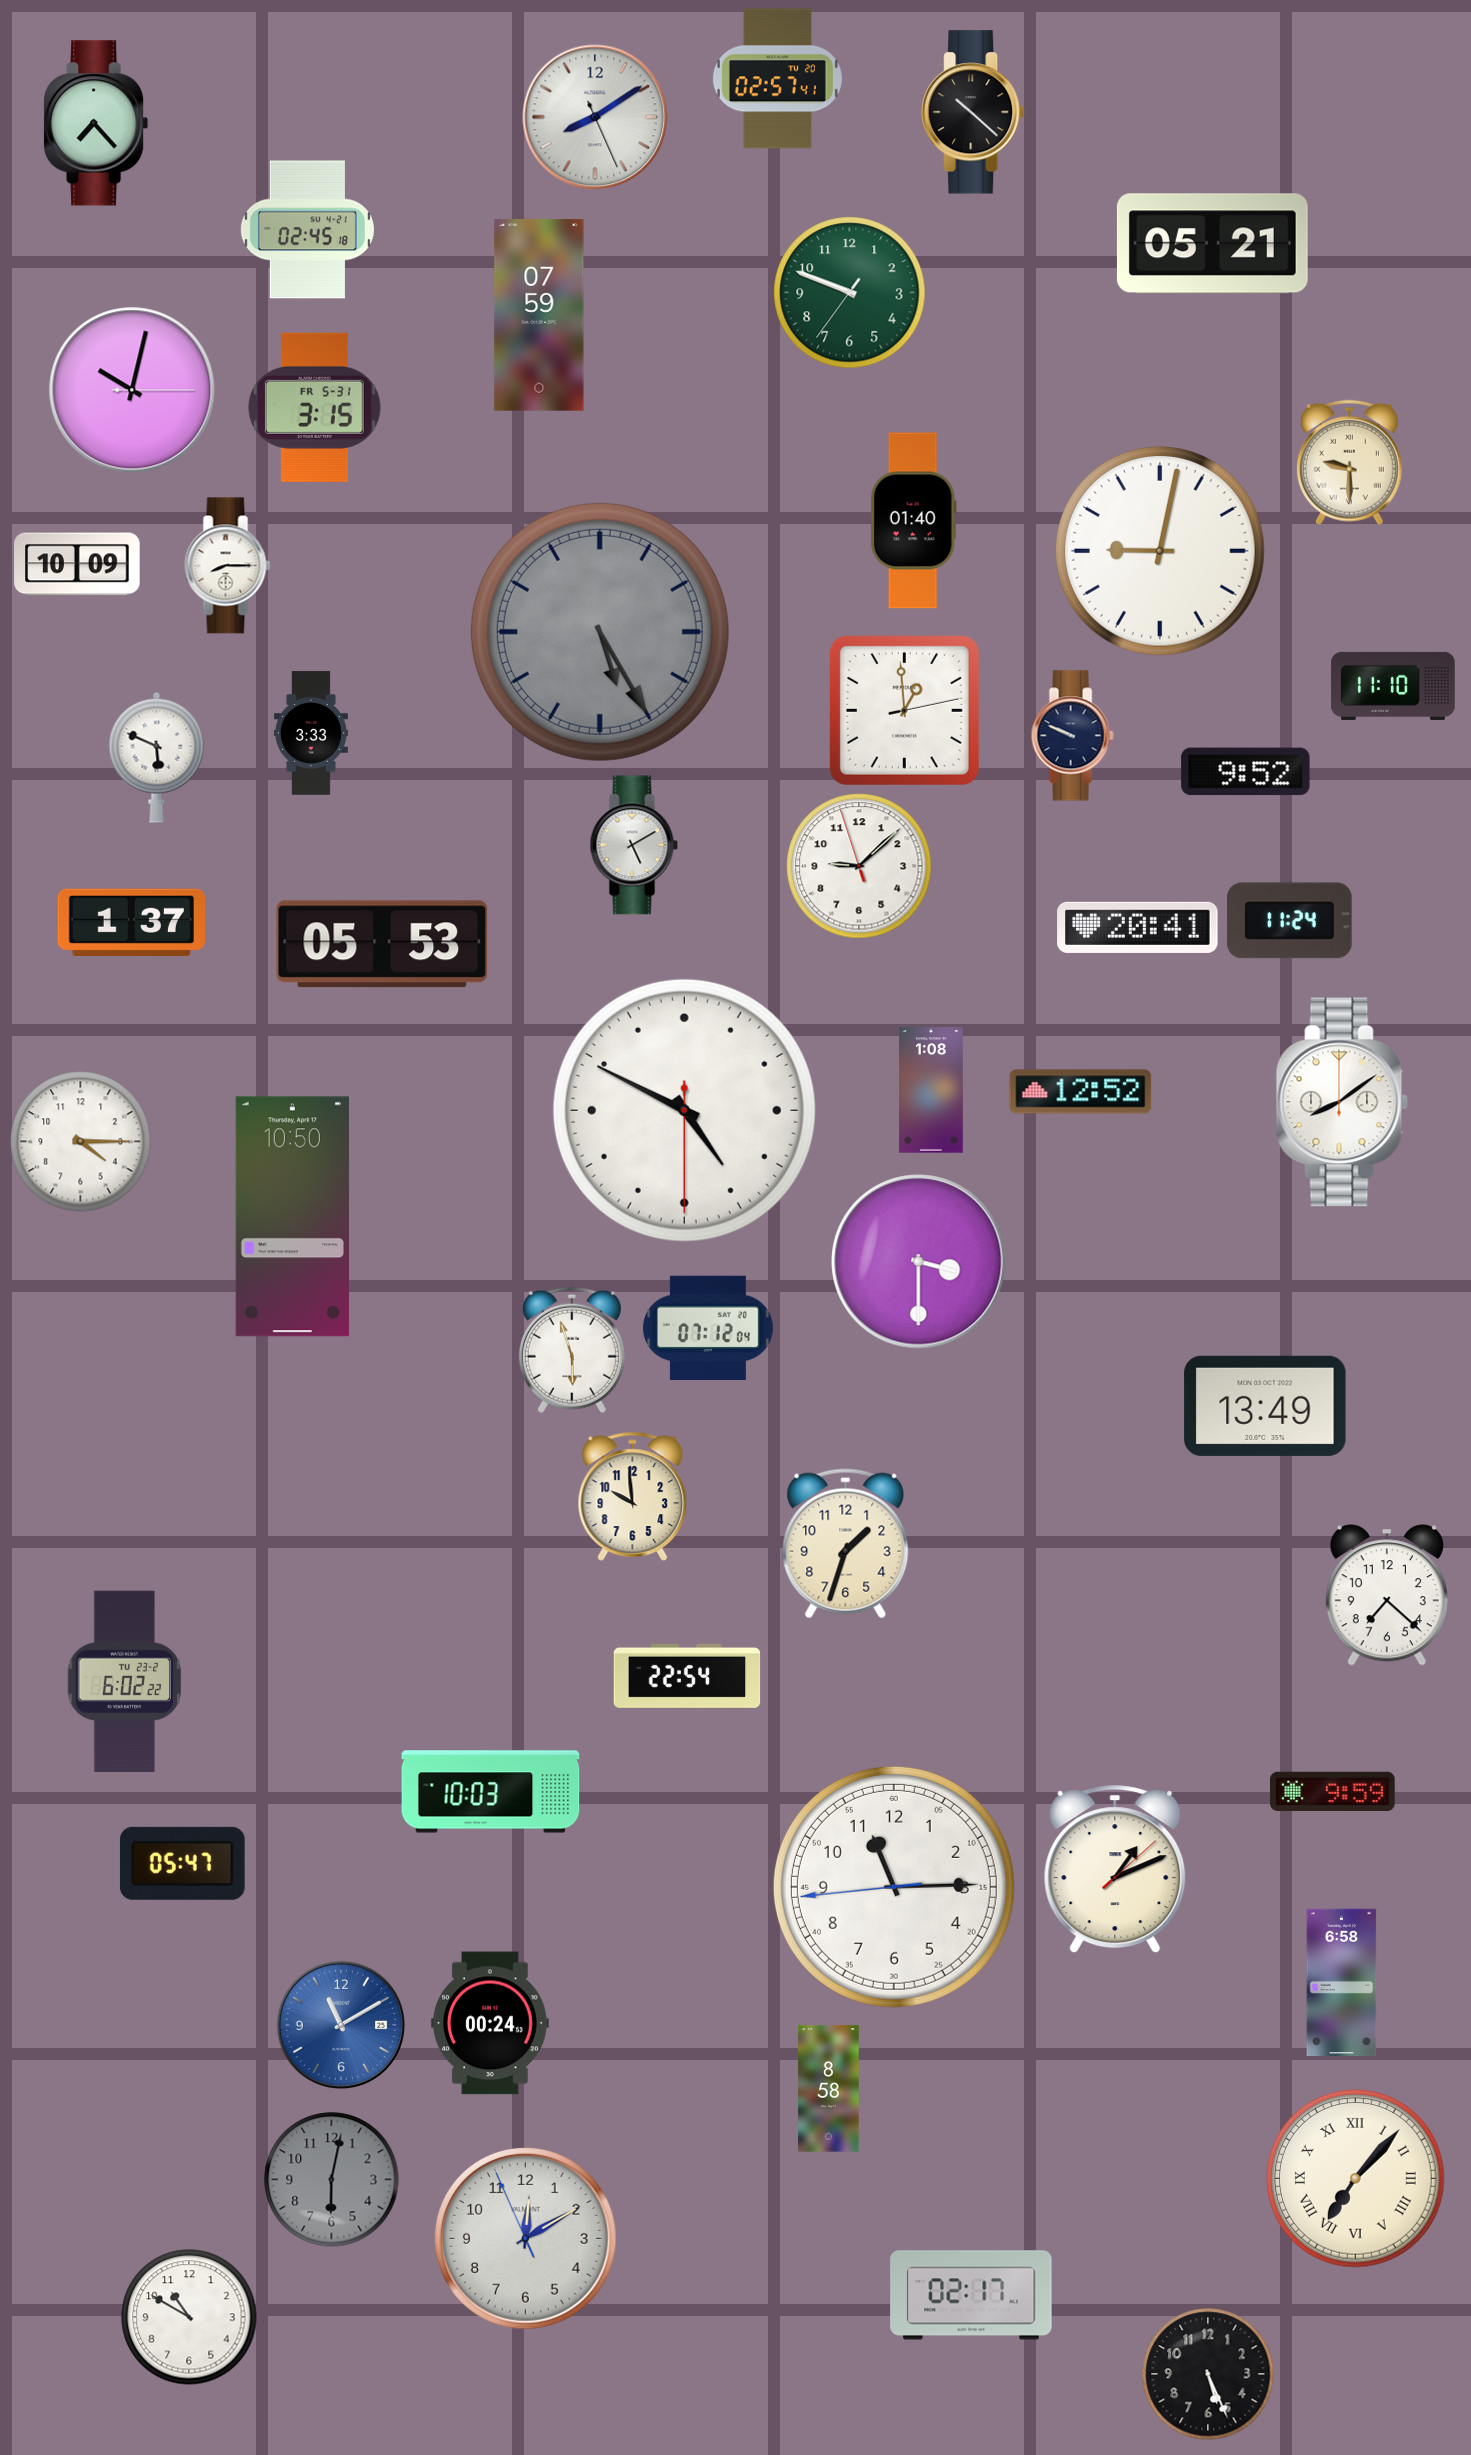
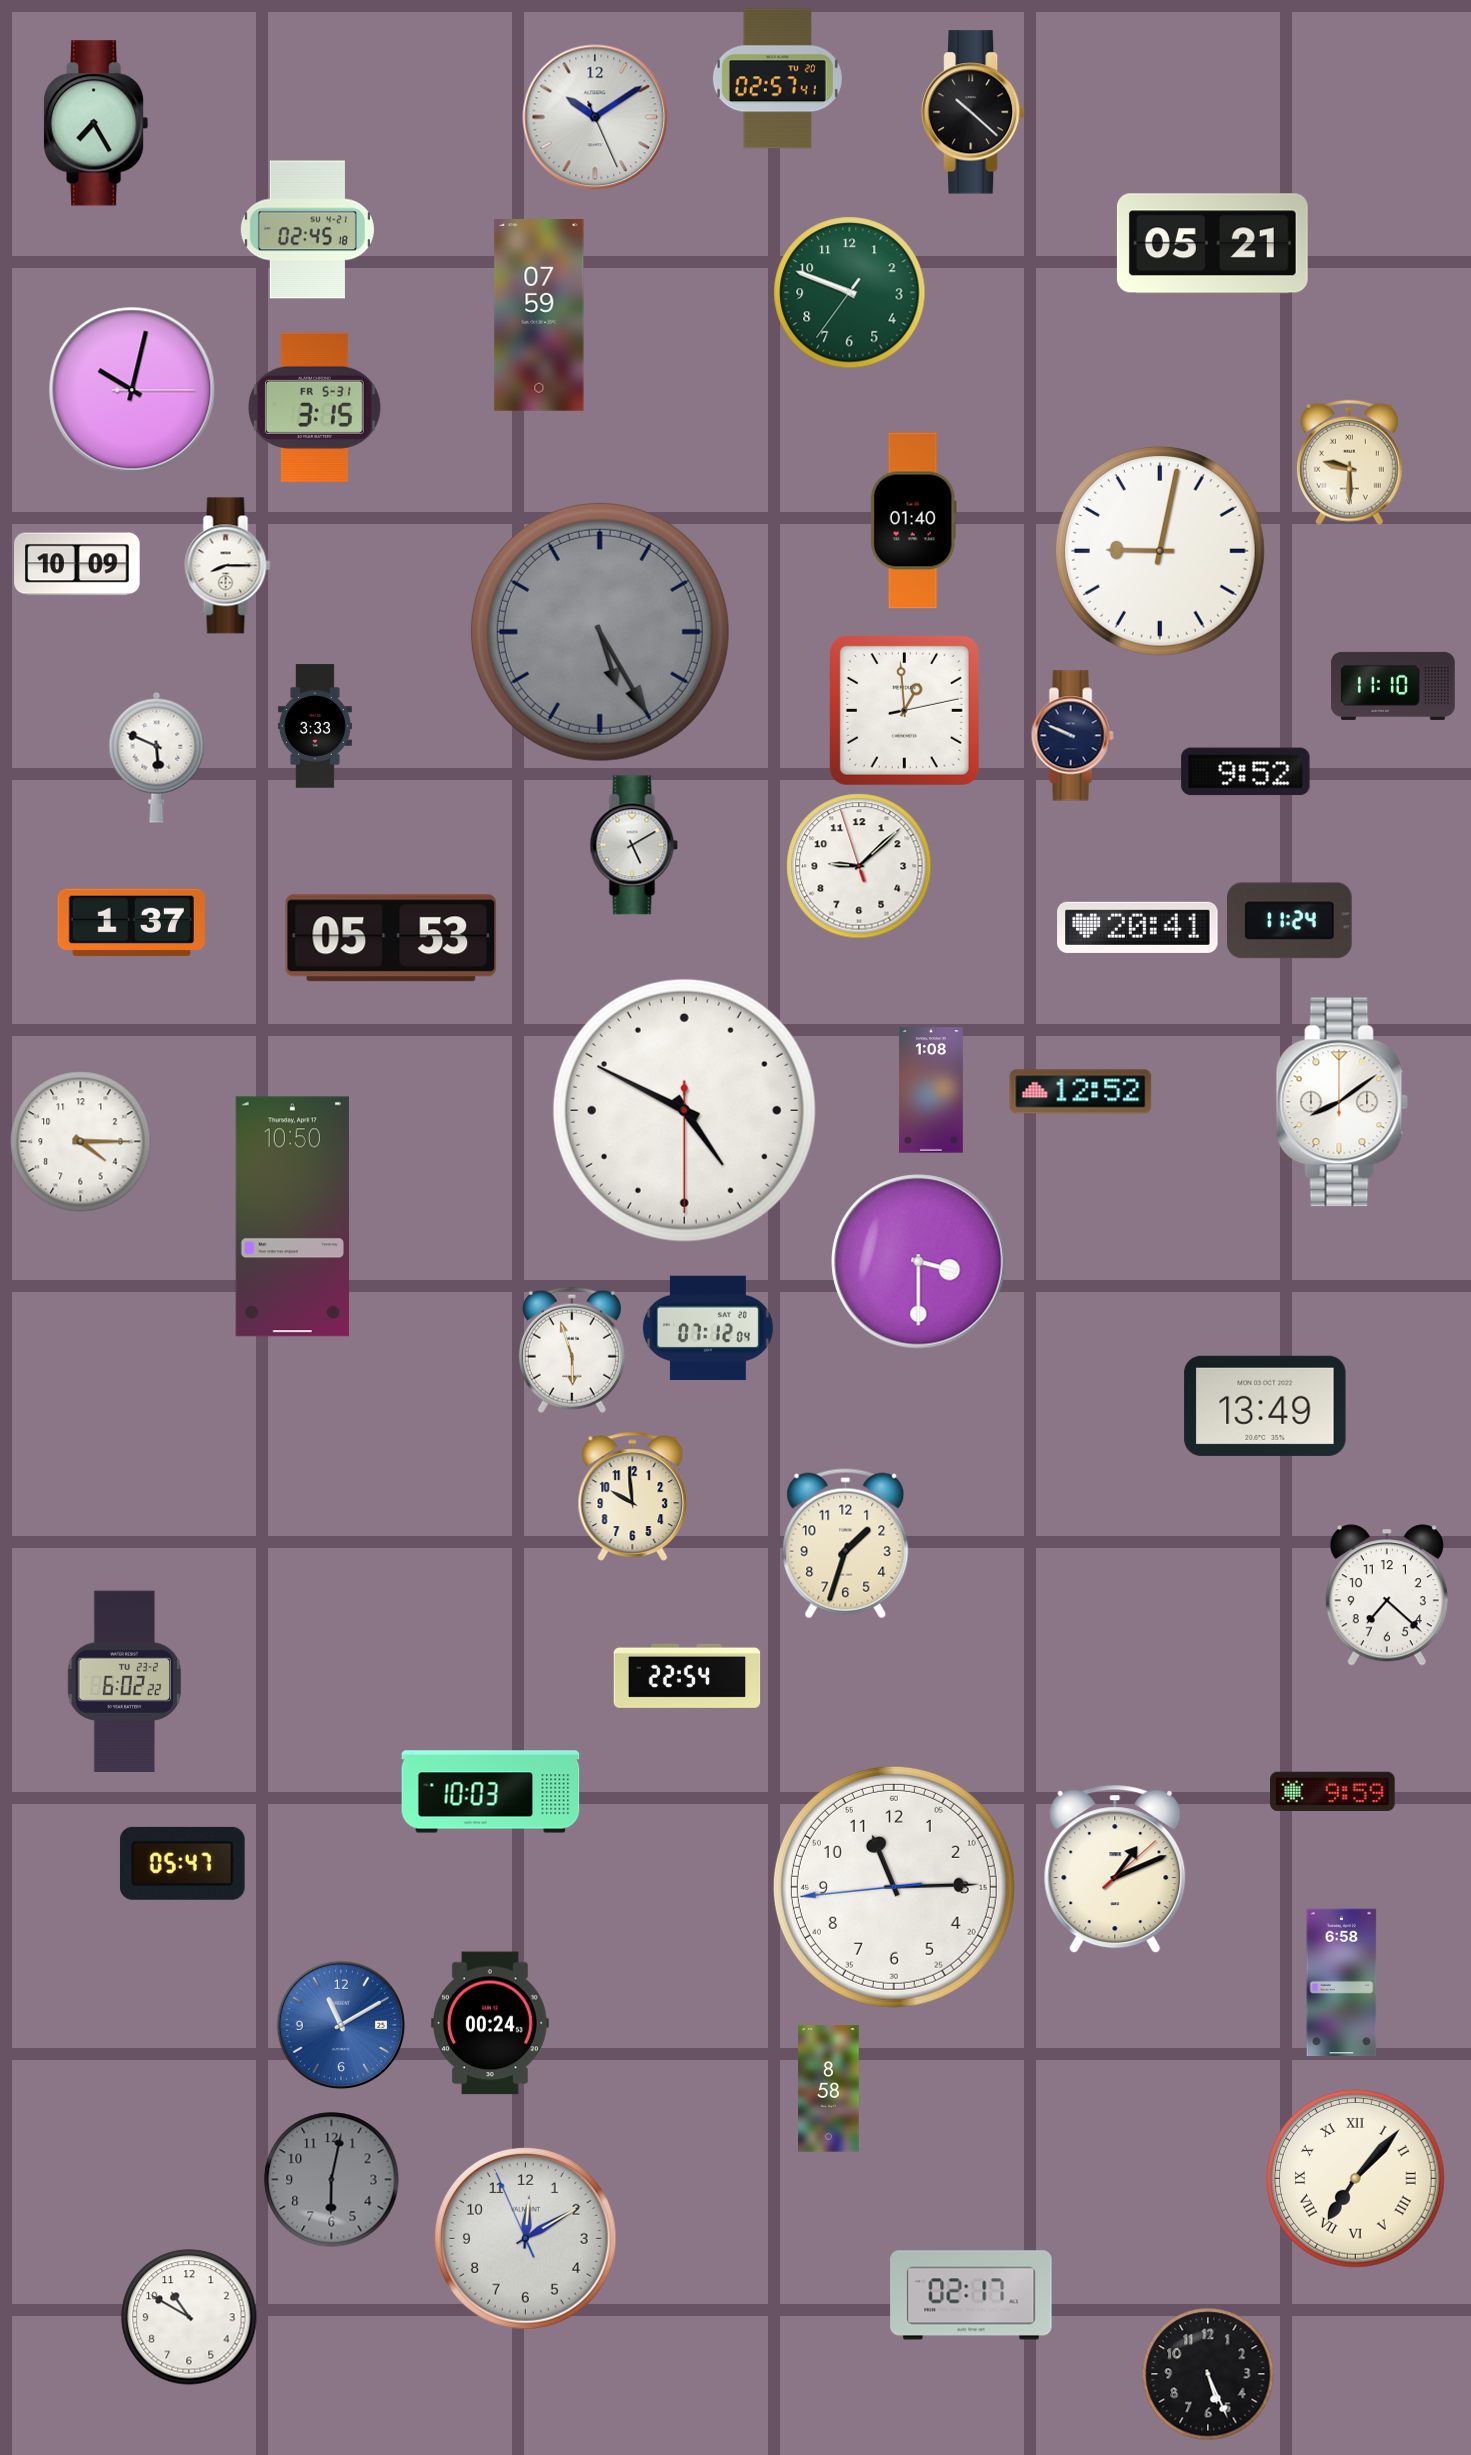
clock at (595, 117): 8:09 -> 10:09
clock at (97, 123): 7:23 -> 7:25
clock at (311, 733) position: (311, 733) -> (315, 726)
clock at (382, 944) position: (382, 944) -> (391, 938)
